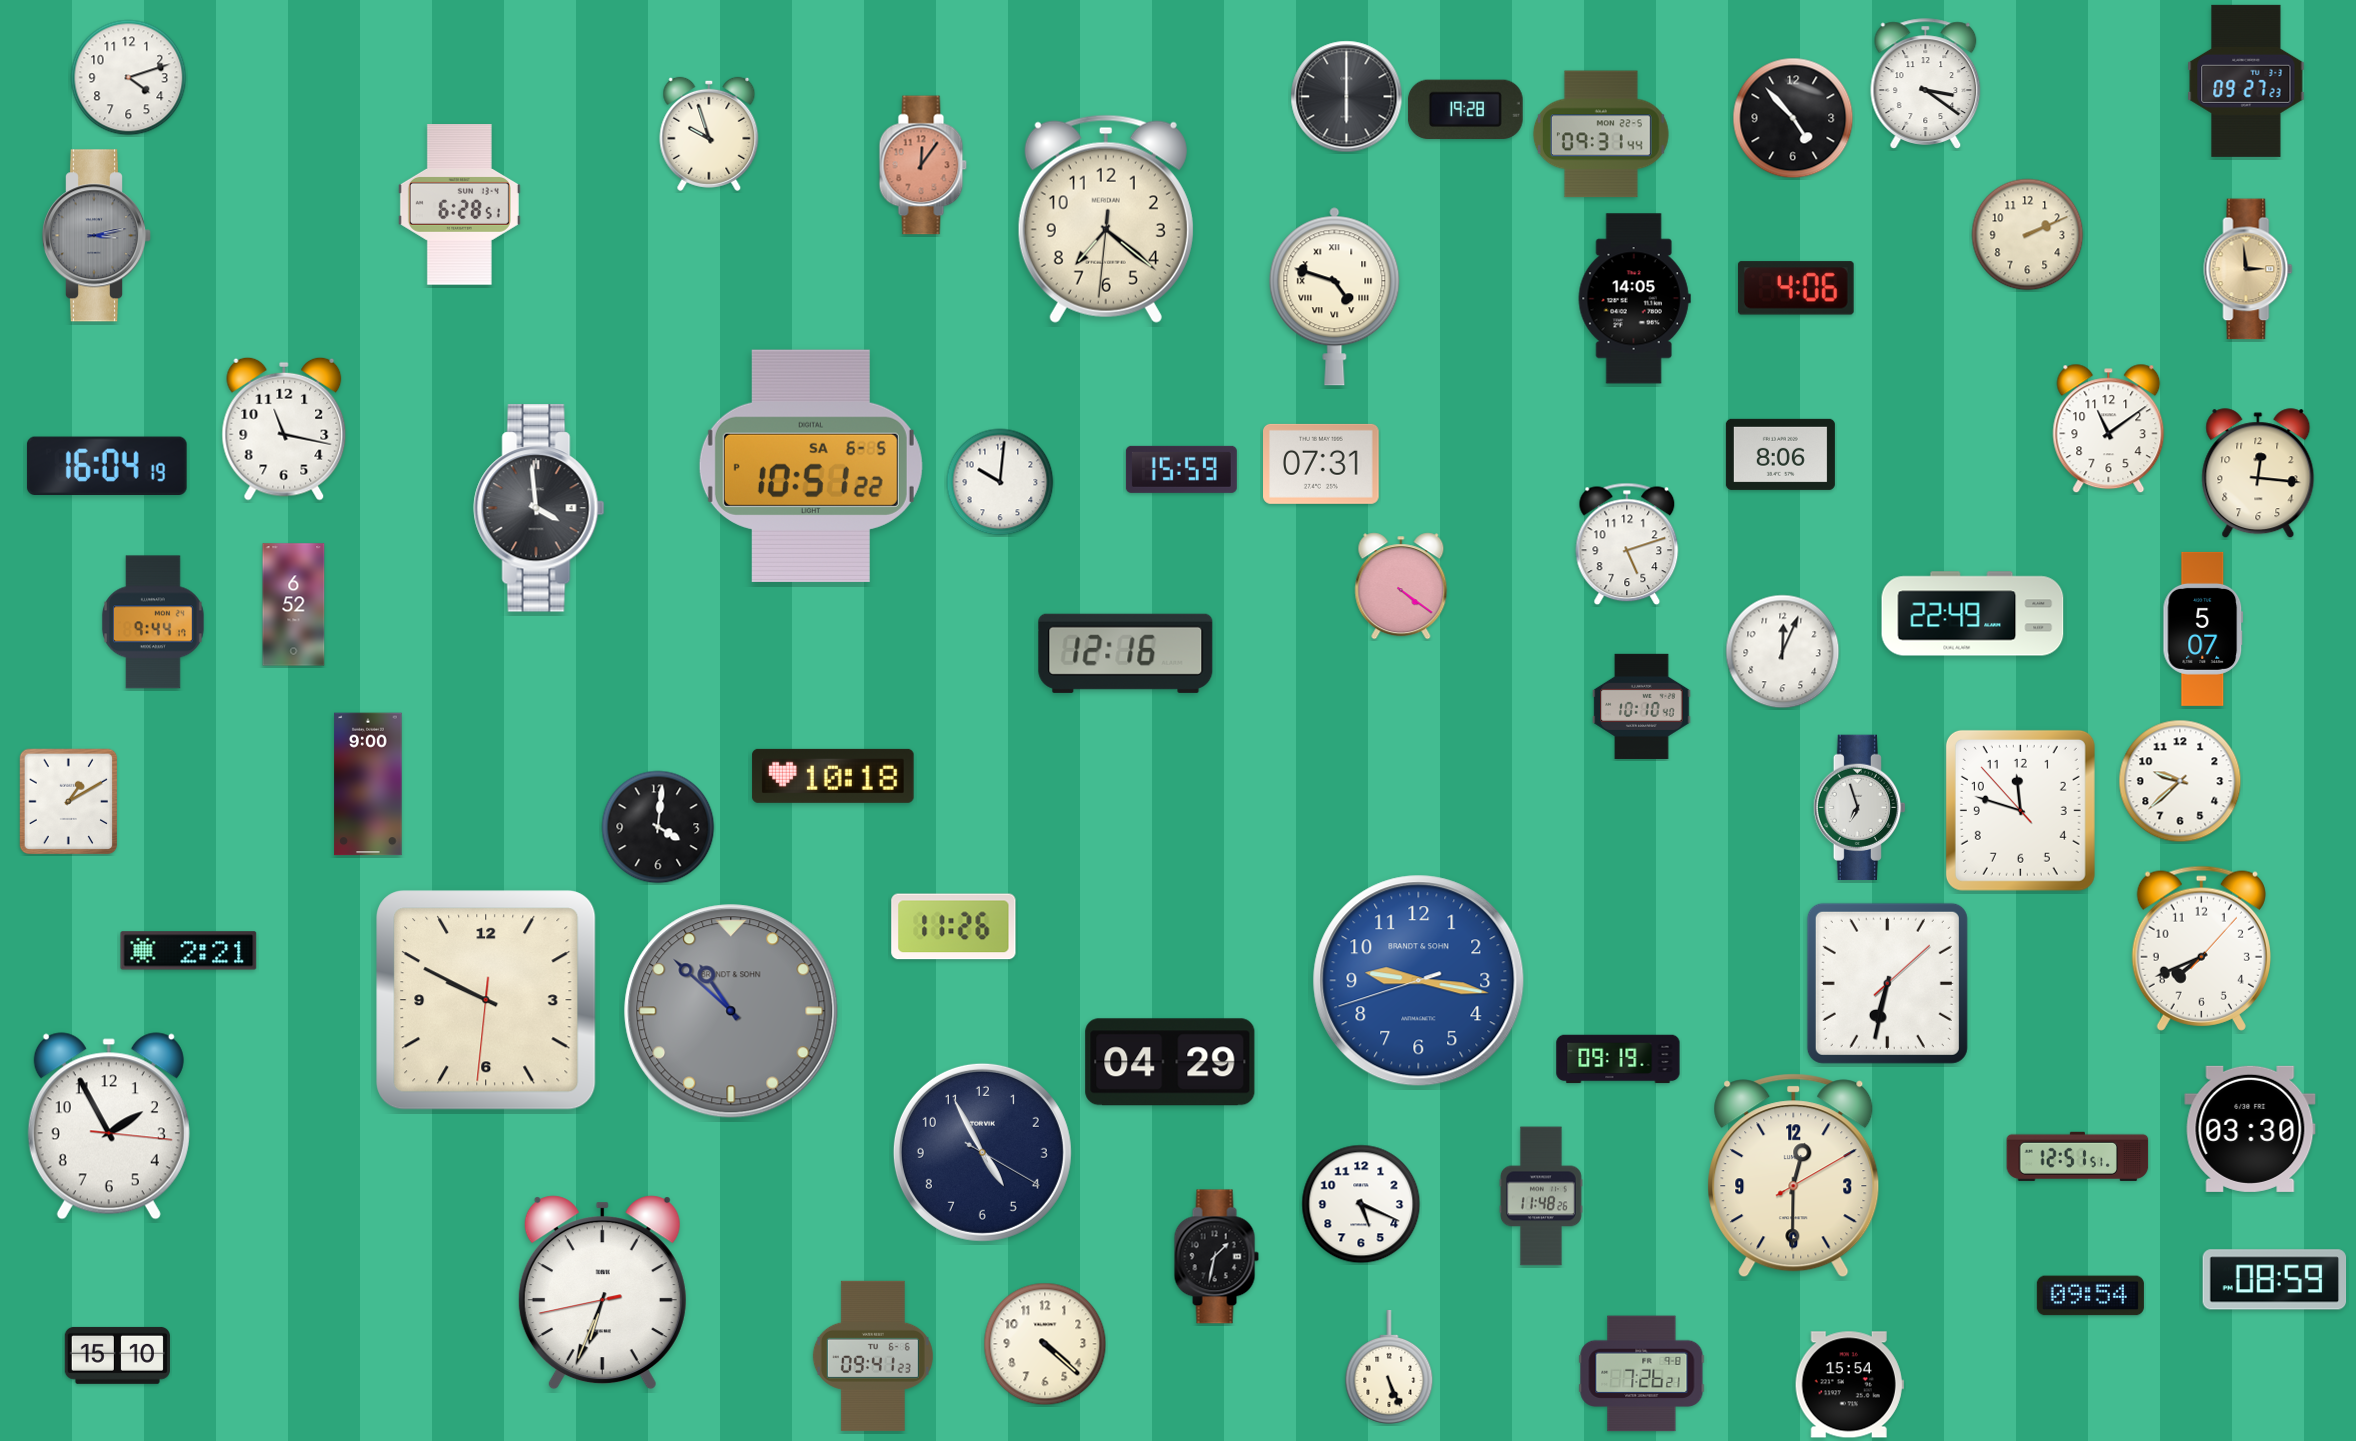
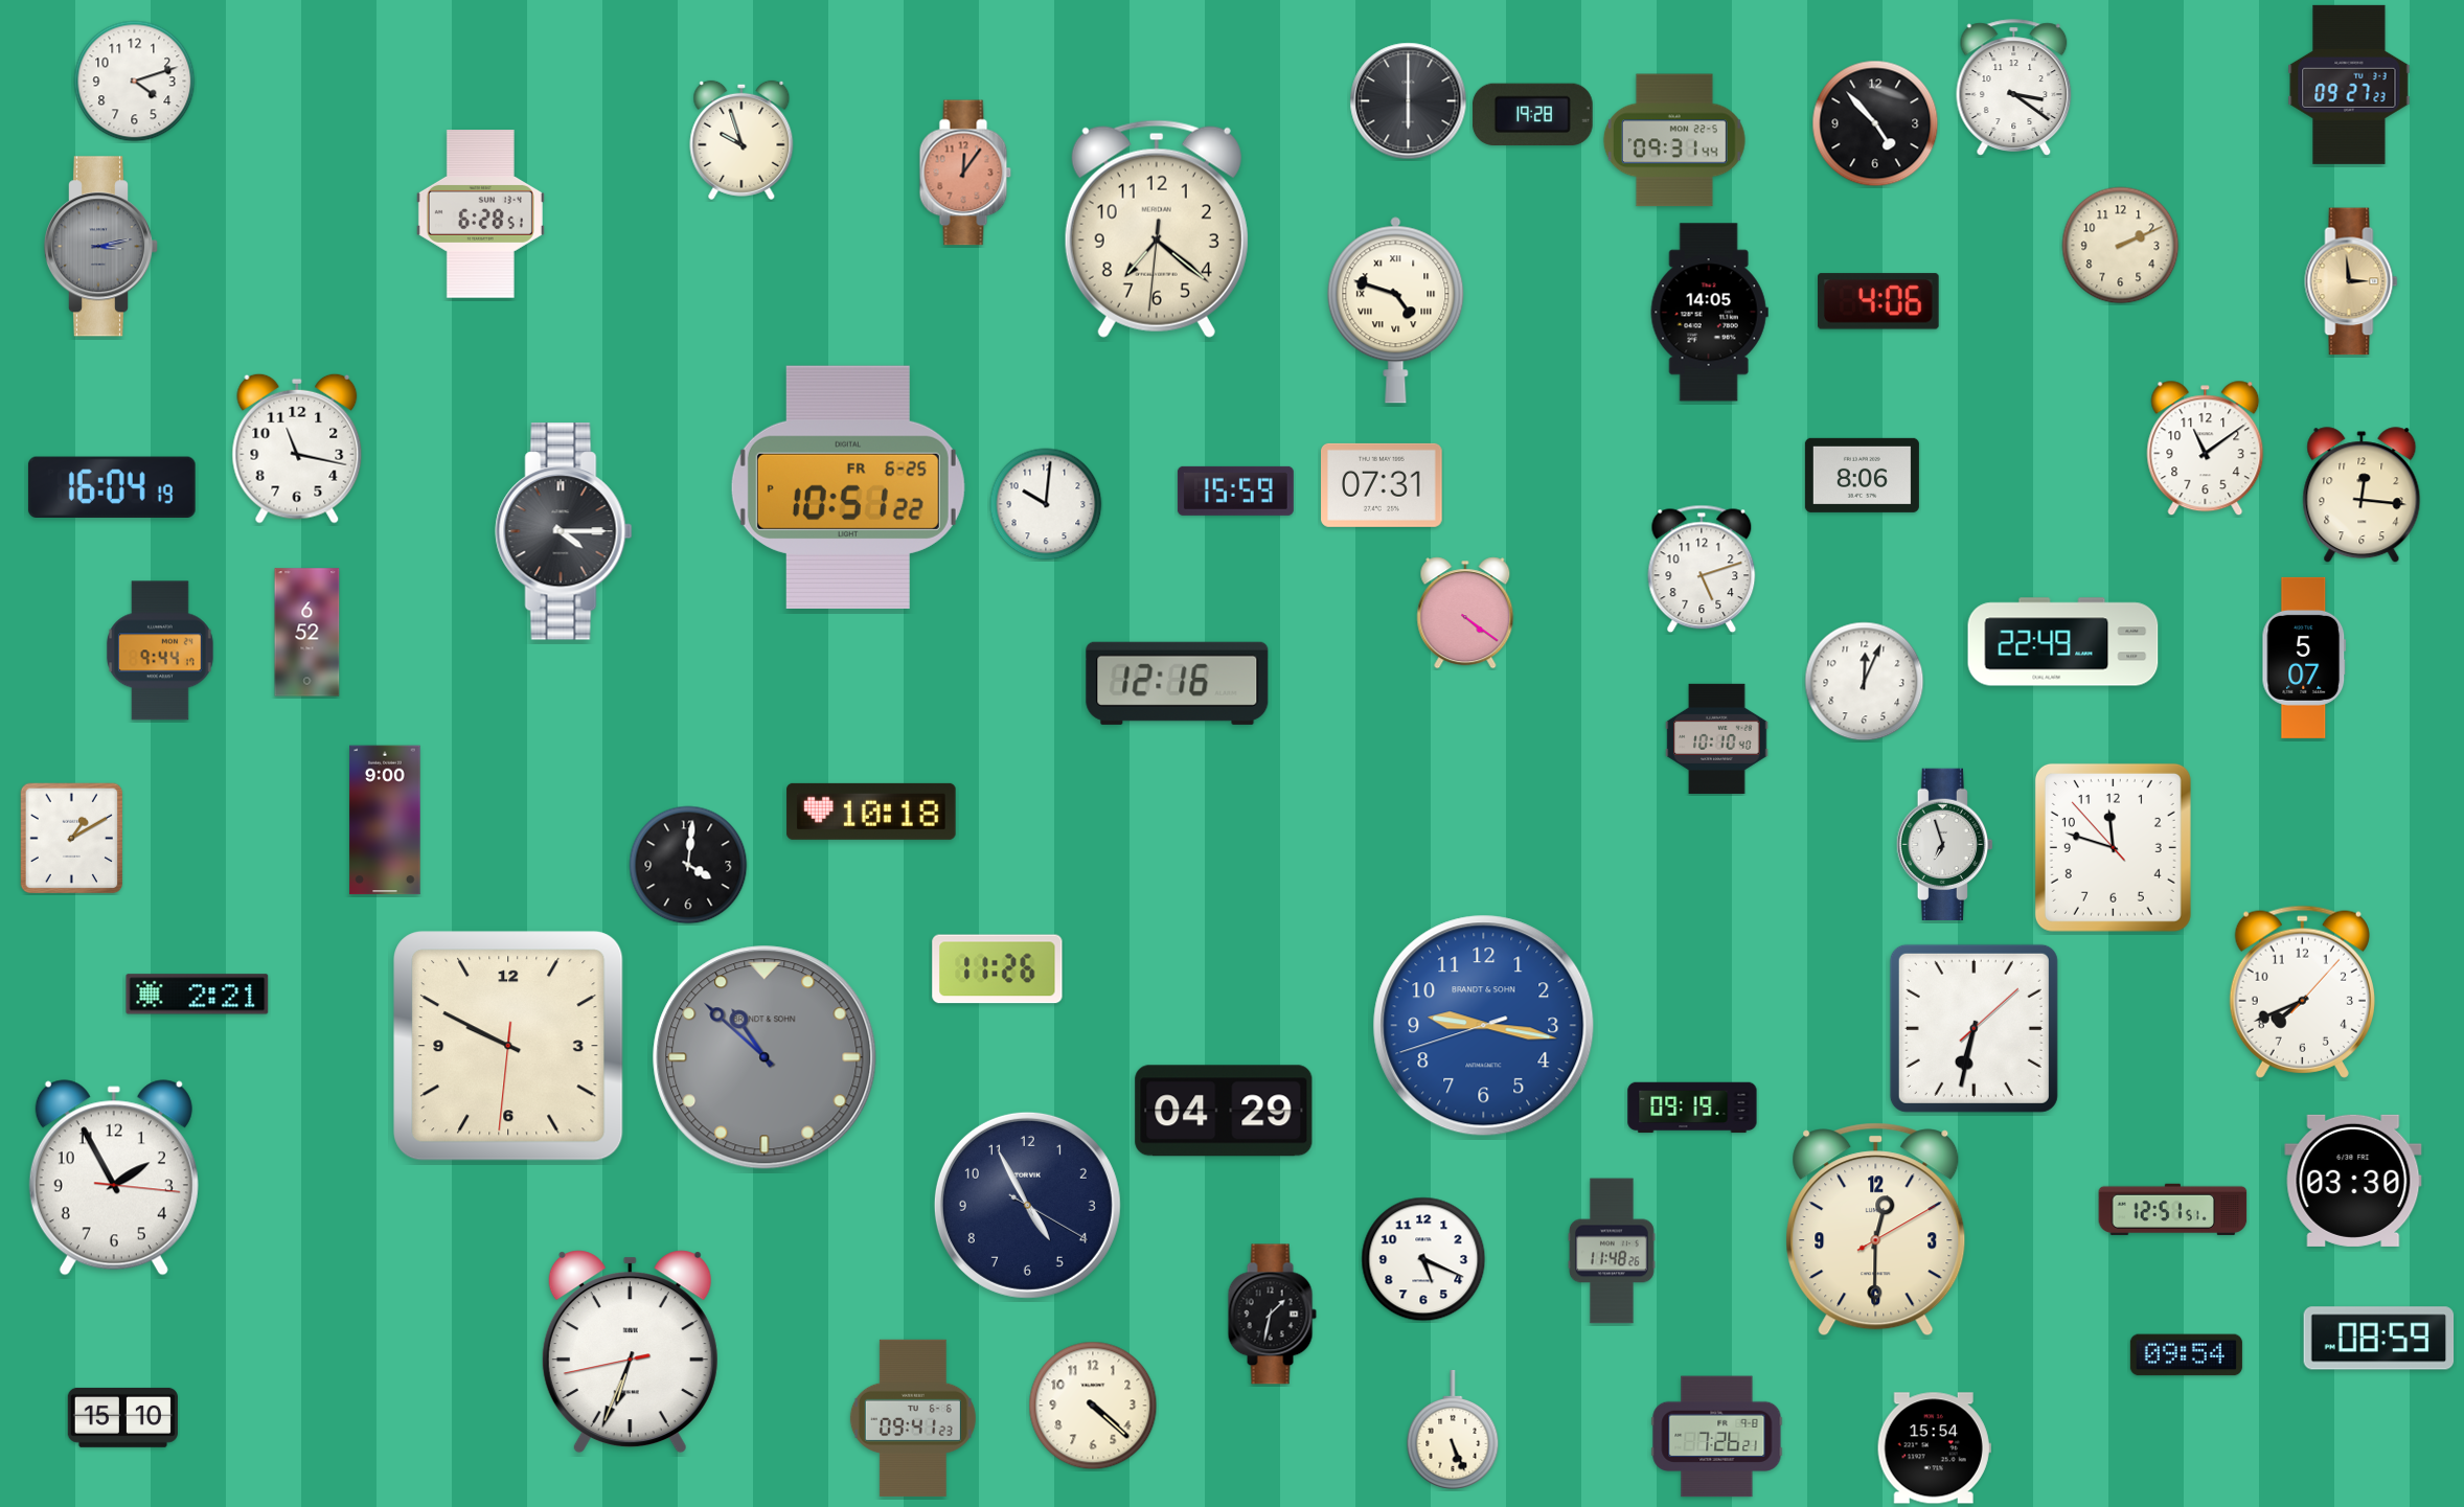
clock at (811, 466) date: SA 6-5 -> FR 6-25
clock at (539, 508): 3:59 -> 4:15
clock at (2180, 781): 9:38 -> none
